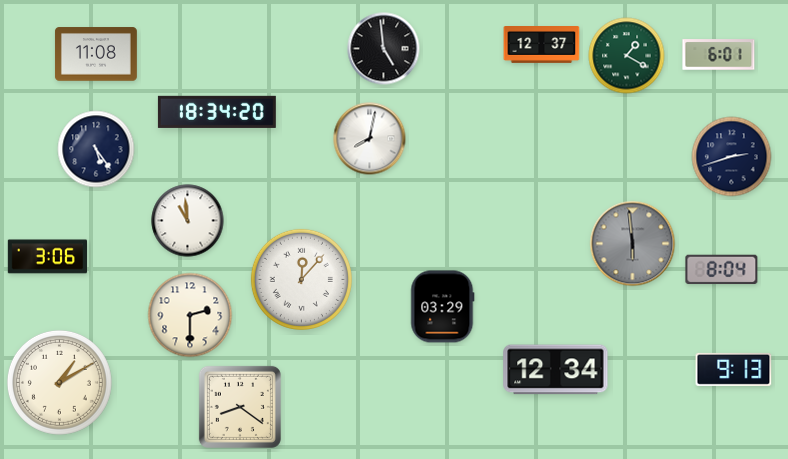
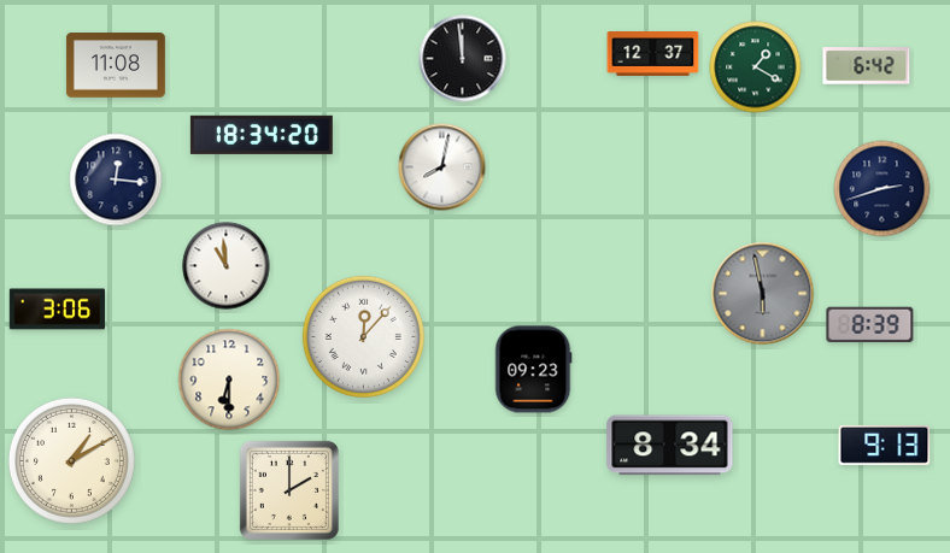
clock at (384, 49): 4:59 -> 11:59
clock at (719, 55): 6:01 -> 6:42
clock at (370, 139) position: (370, 139) -> (442, 167)
clock at (96, 149): 5:24 -> 12:16
clock at (633, 244): 5:59 -> 5:58
clock at (722, 270): 8:04 -> 8:39
clock at (443, 307): 03:29 -> 09:23
clock at (190, 315): 2:30 -> 6:30
clock at (556, 370): 12:34 -> 8:34
clock at (240, 407): 8:21 -> 2:00
